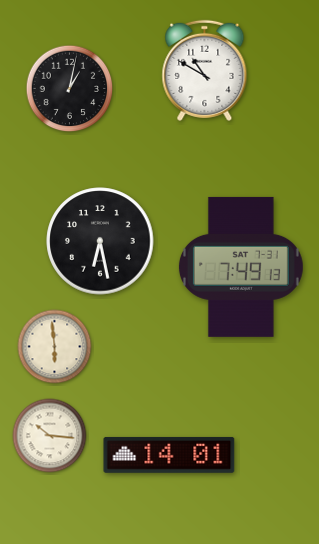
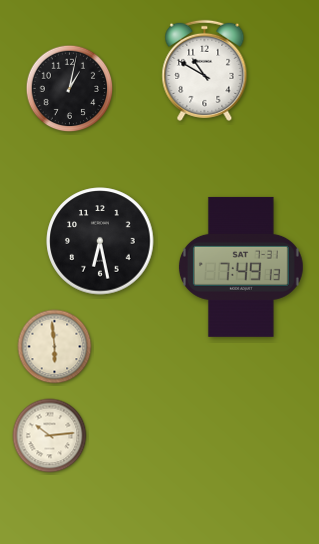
clock at (50, 436): 10:16 -> 10:14
clock at (169, 455): 14:01 -> none
